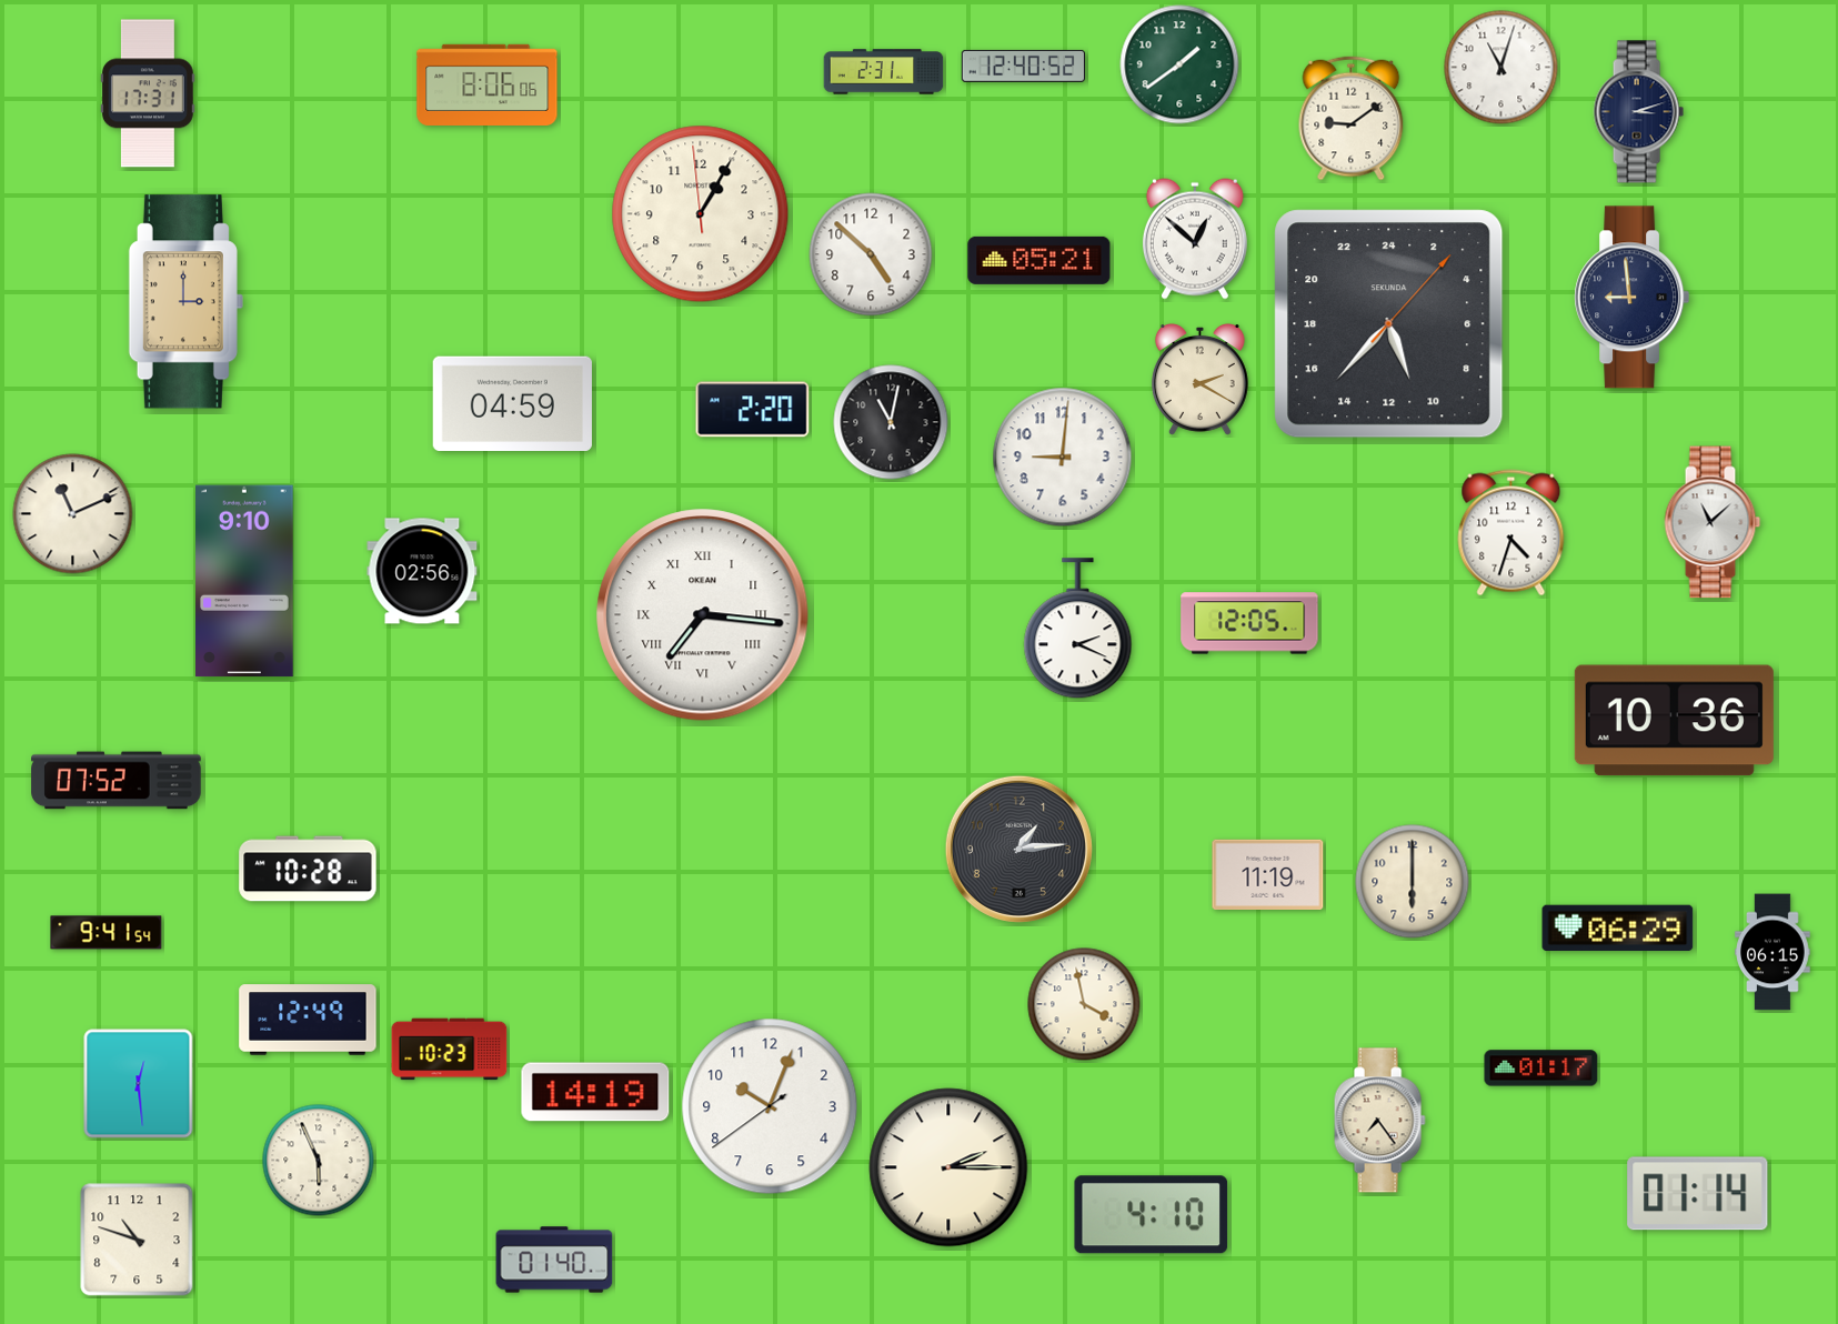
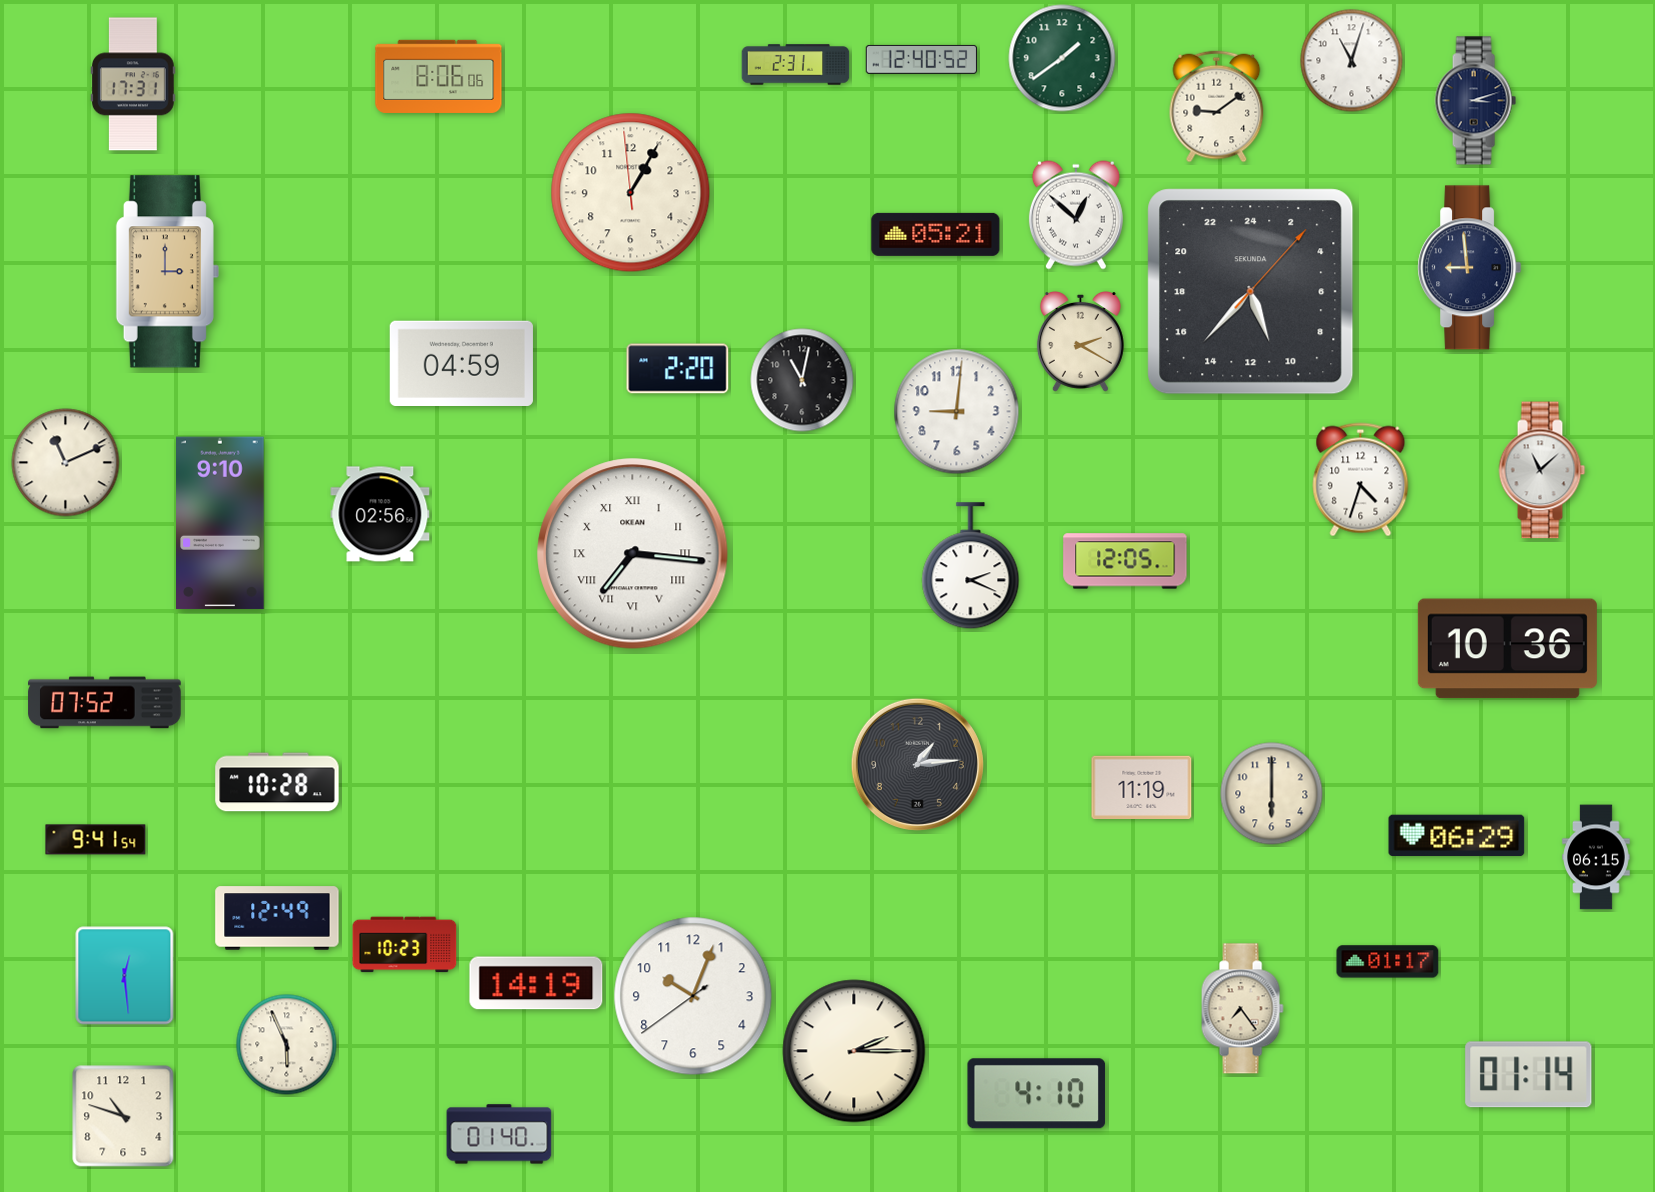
clock at (871, 254): 4:52 -> none
clock at (1084, 1004): 3:58 -> none
